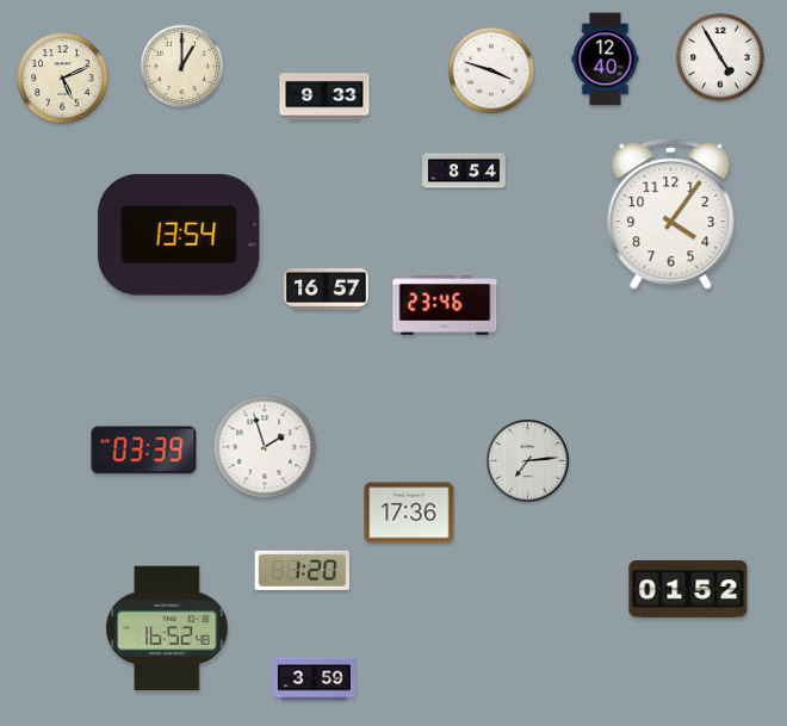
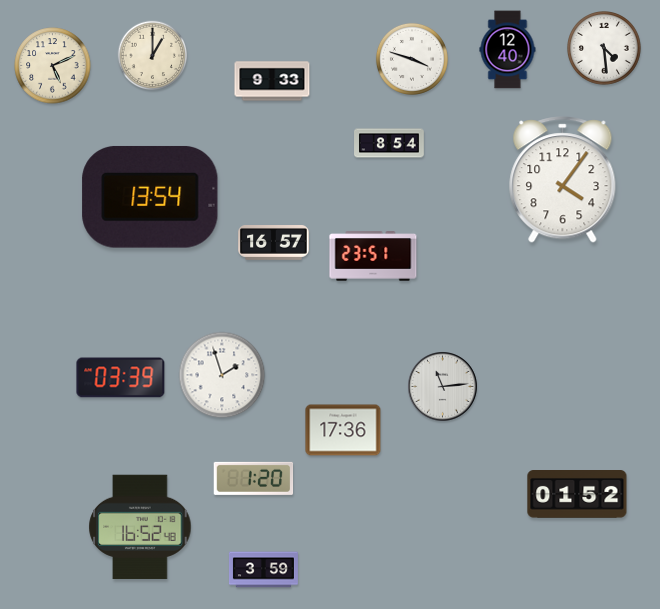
clock at (721, 58): 4:55 -> 4:29
clock at (445, 305): 23:46 -> 23:51
clock at (528, 461): 7:14 -> 11:14
